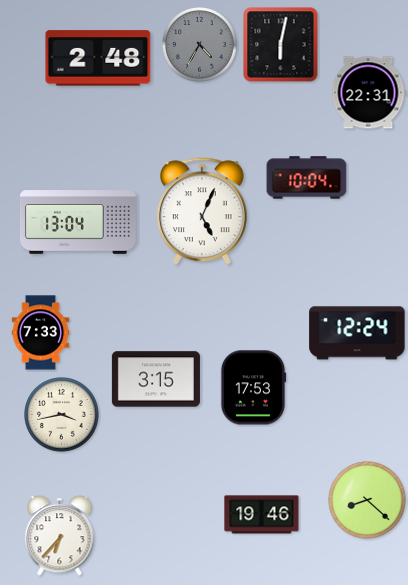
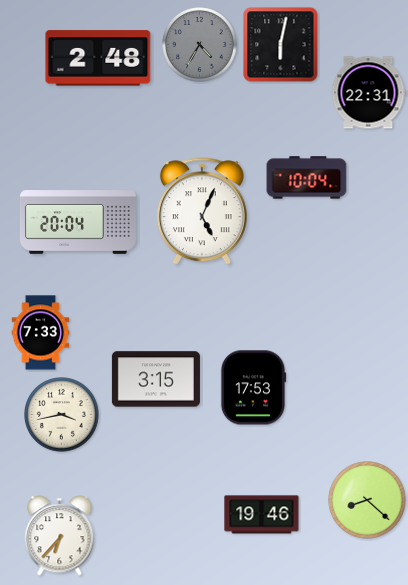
clock at (79, 223): 13:04 -> 20:04
clock at (357, 333): 12:24 -> none
